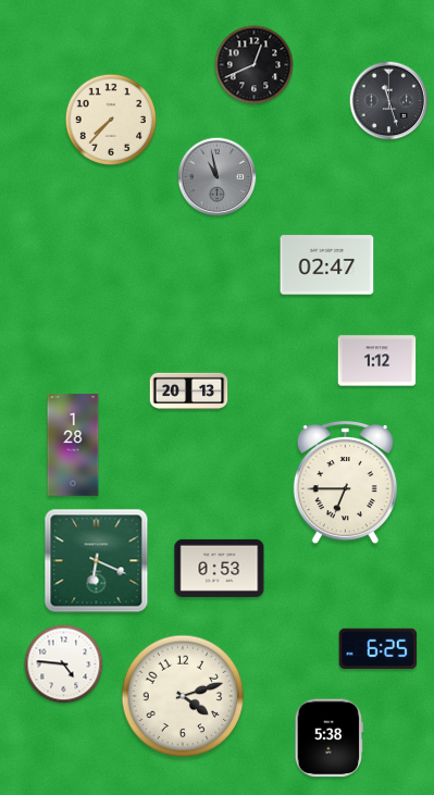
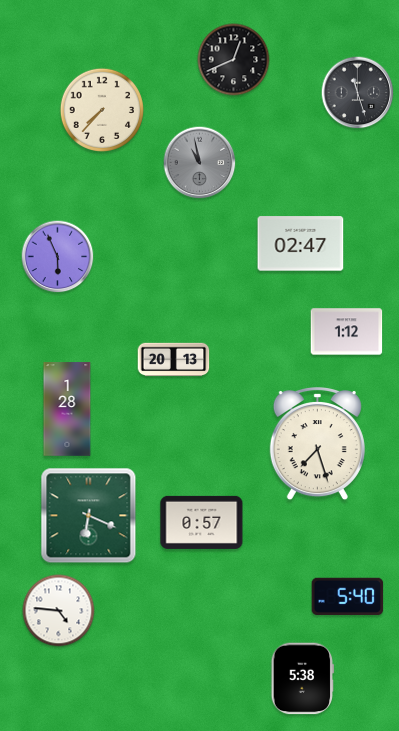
clock at (58, 257): none -> 5:56
clock at (345, 484): 6:45 -> 7:27
clock at (220, 568): 0:53 -> 0:57
clock at (379, 648): 6:25 -> 5:40
clock at (183, 696): 4:12 -> none
